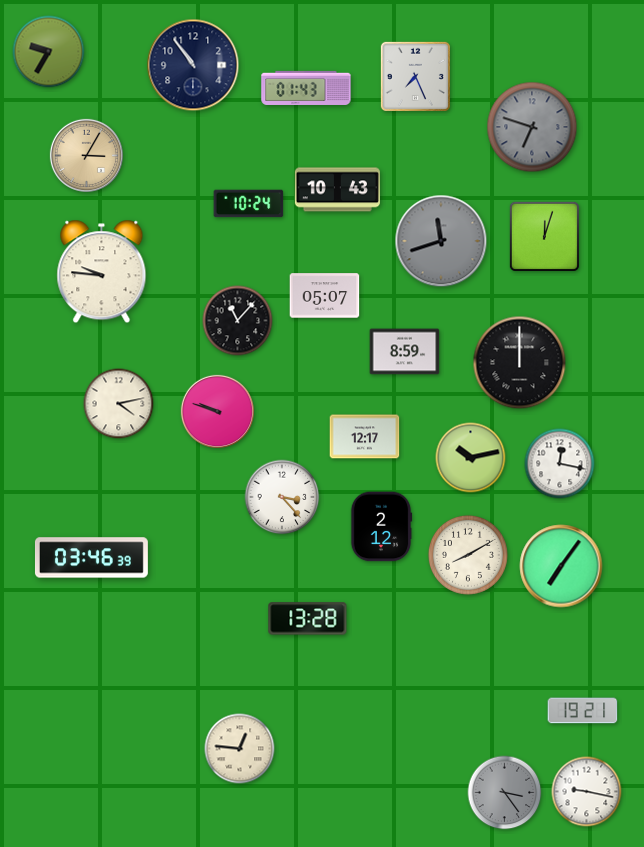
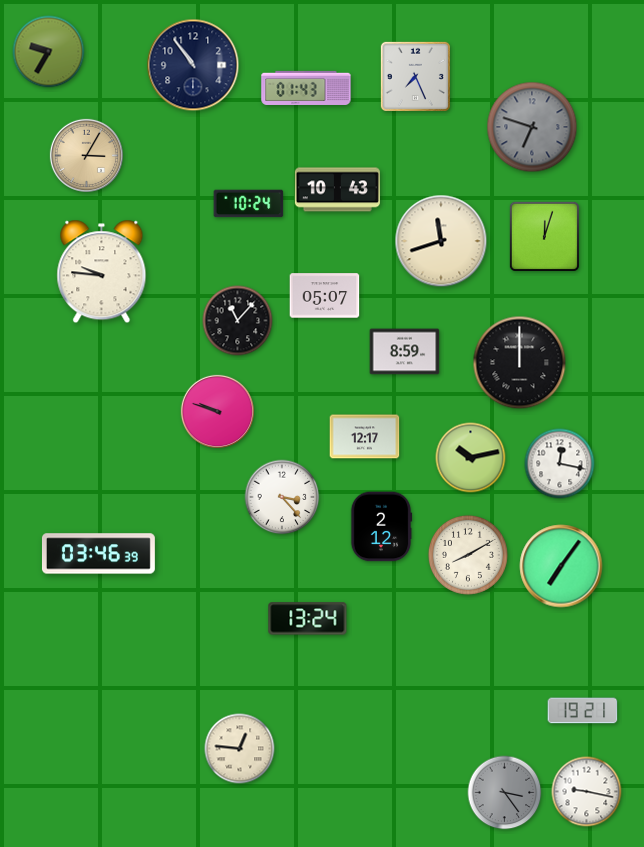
clock at (441, 241) dial: grey -> cream
clock at (119, 404): 4:13 -> none
clock at (91, 558) position: (91, 558) -> (98, 554)
clock at (308, 619): 13:28 -> 13:24
